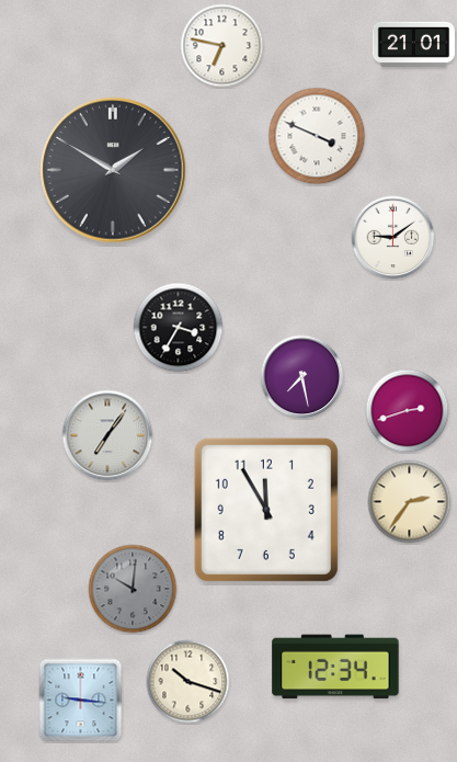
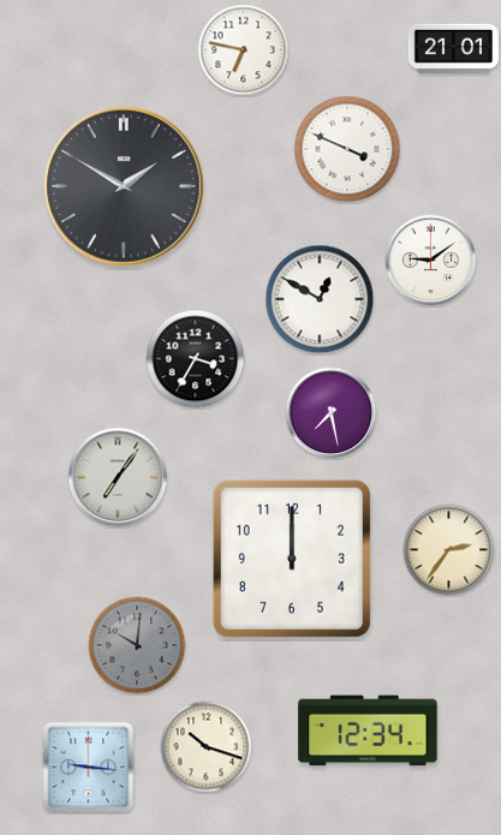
clock at (320, 299): none -> 12:50
clock at (408, 411): 2:42 -> none
clock at (266, 510): 11:55 -> 12:00
clock at (133, 589) position: (133, 589) -> (137, 645)
